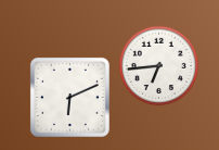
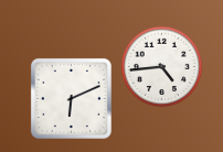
clock at (159, 66): 6:44 -> 4:44
